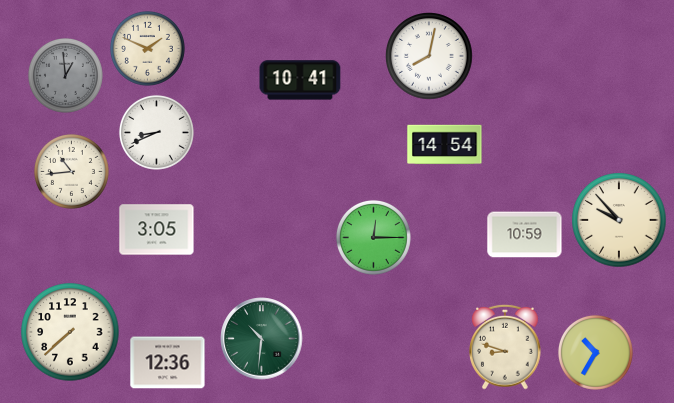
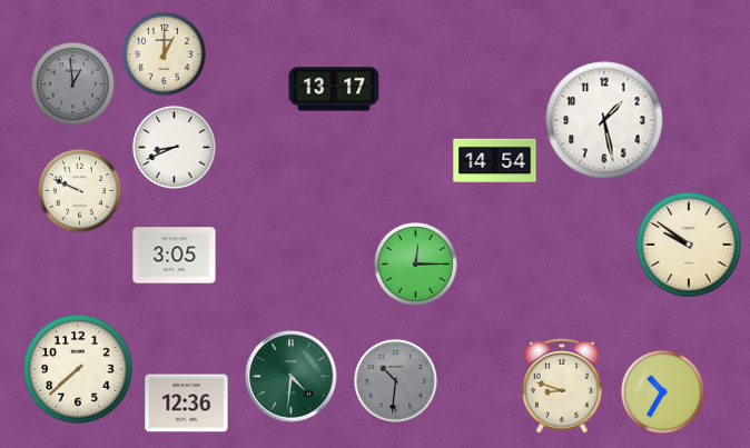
clock at (147, 48): 1:49 -> 1:00
clock at (429, 56): 8:02 -> none
clock at (300, 80): 10:41 -> 13:17
clock at (604, 120): none -> 1:28
clock at (71, 171): 10:44 -> 9:49
clock at (619, 220): 9:53 -> 9:51
clock at (525, 235): 10:59 -> none
clock at (262, 339): 10:31 -> 4:31
clock at (395, 380): none -> 10:31
